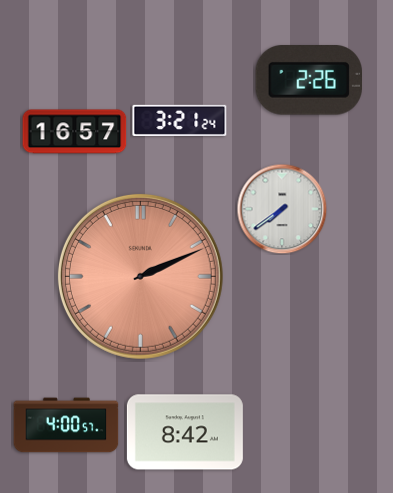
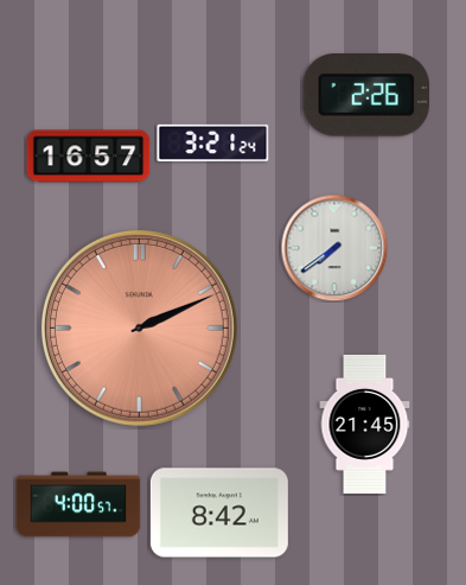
clock at (140, 276) position: (140, 276) -> (139, 328)
clock at (365, 424): none -> 21:45
